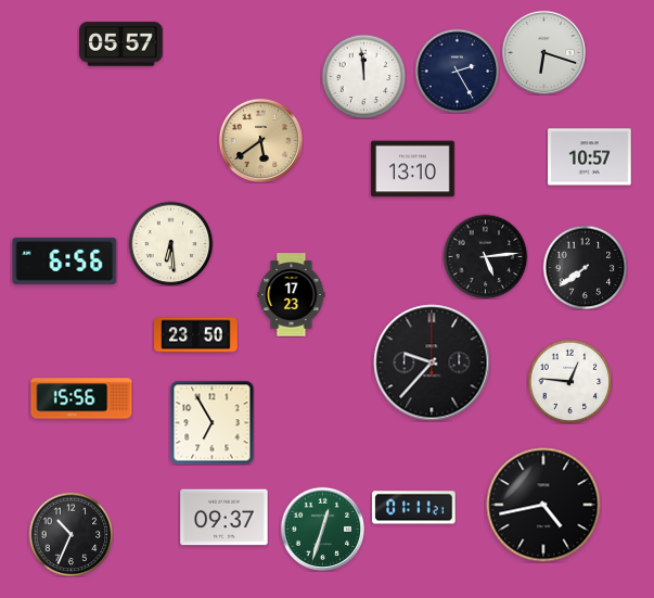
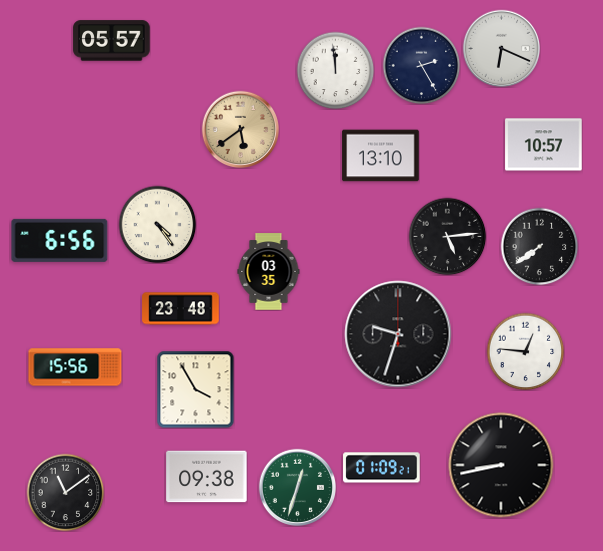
clock at (543, 52): 6:18 -> 6:19
clock at (170, 243): 6:29 -> 4:24
clock at (292, 295): 17:23 -> 03:35
clock at (196, 335): 23:50 -> 23:48
clock at (432, 362): 9:37 -> 9:33
clock at (211, 422): 6:55 -> 3:55
clock at (543, 505): 4:43 -> 8:43
clock at (414, 508): 01:11 -> 01:09
clock at (225, 518): 09:37 -> 09:38
clock at (70, 534): 10:34 -> 11:09
